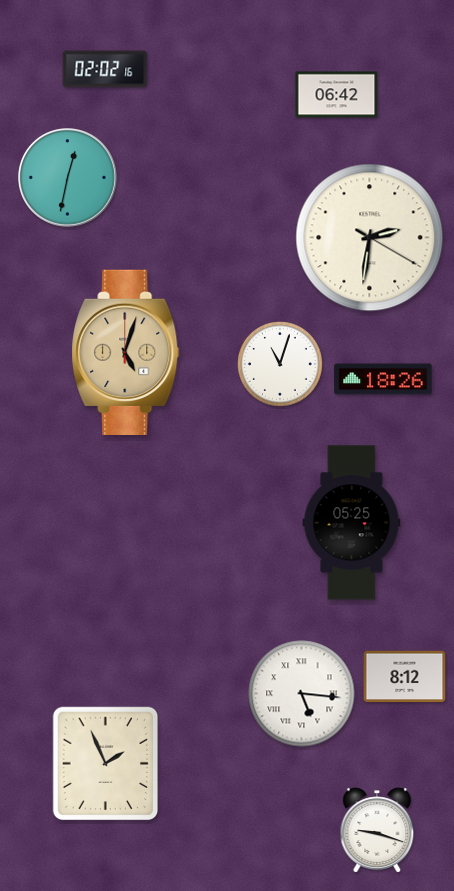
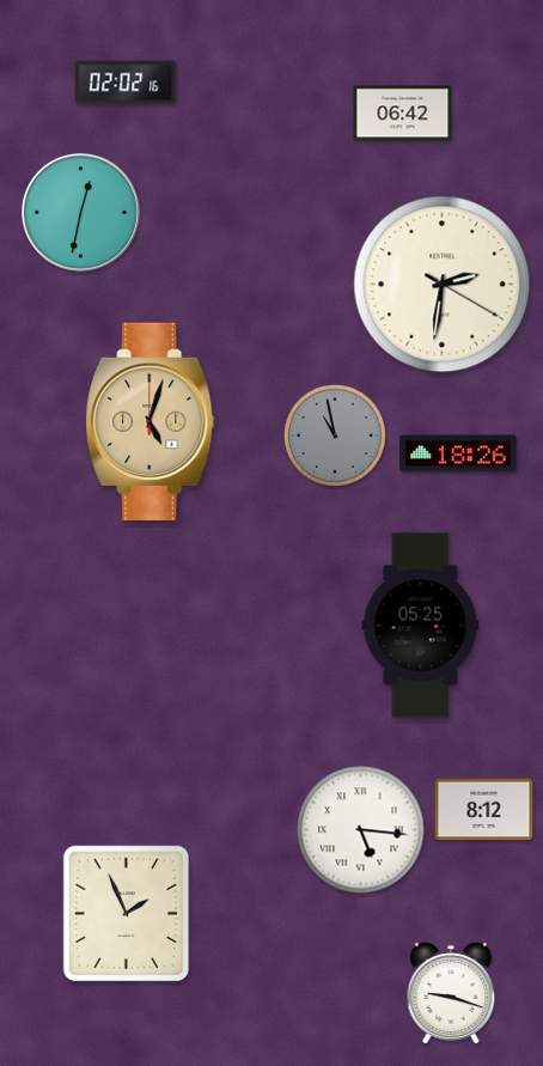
clock at (280, 364): 11:03 -> 10:58
clock at (280, 364) dial: white -> grey
